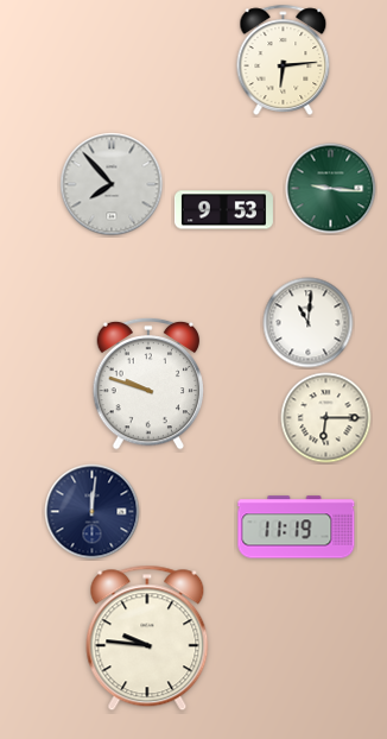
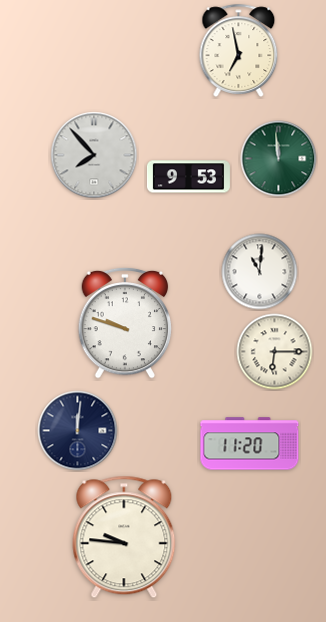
clock at (284, 59): 6:14 -> 6:58
clock at (331, 189): 9:16 -> 11:59
clock at (297, 528): 11:19 -> 11:20
